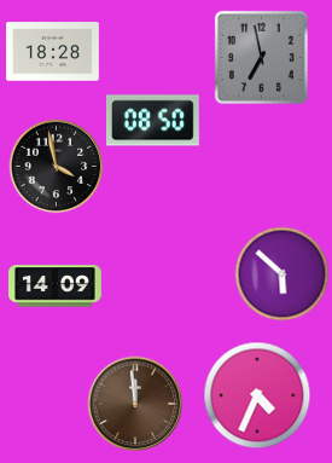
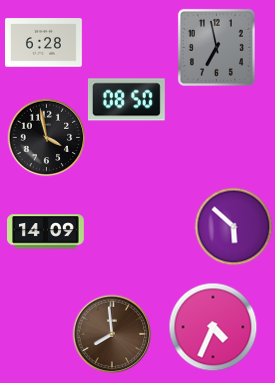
clock at (53, 52): 18:28 -> 6:28
clock at (56, 287) position: (56, 287) -> (46, 232)
clock at (135, 404): 11:59 -> 7:59
